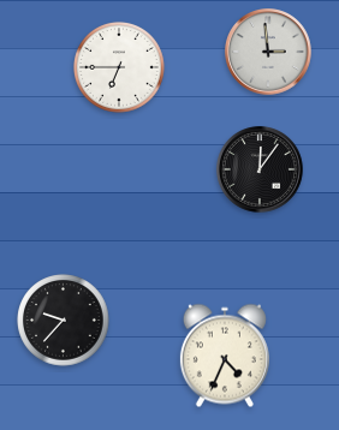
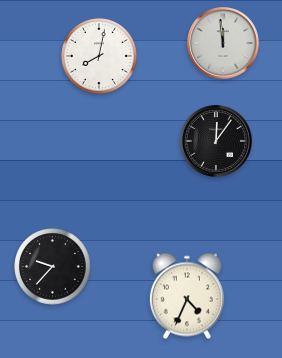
clock at (268, 52): 2:59 -> 11:59
clock at (120, 68): 6:45 -> 8:02
